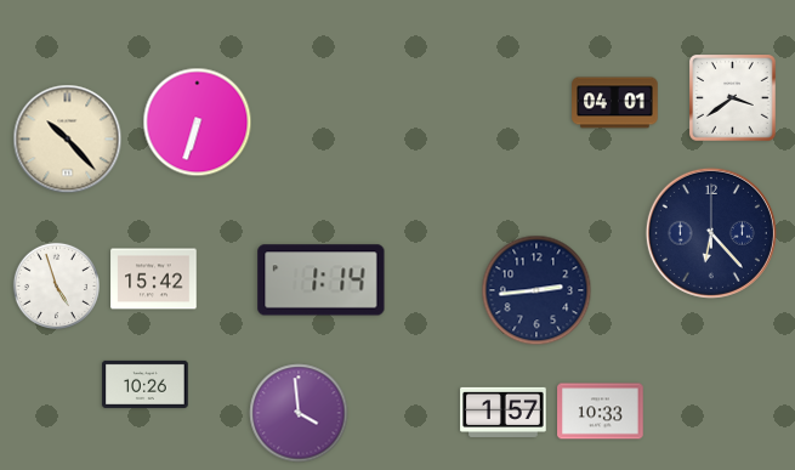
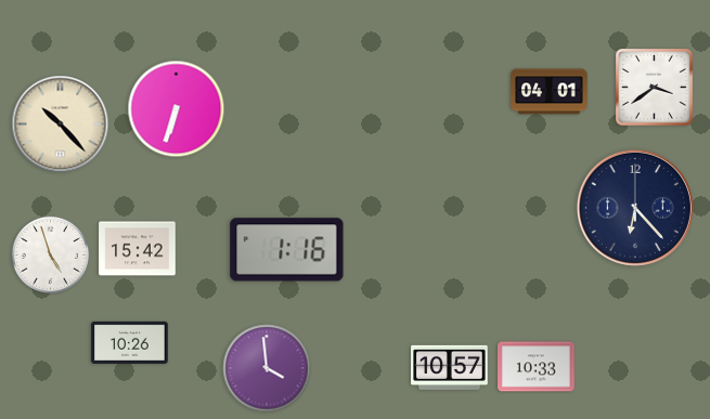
clock at (322, 281): 1:14 -> 1:16
clock at (536, 290): 2:44 -> none
clock at (504, 412): 1:57 -> 10:57
